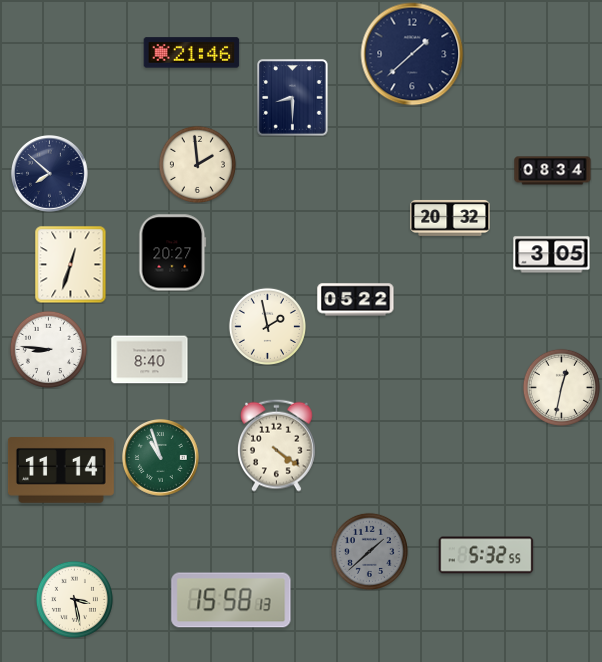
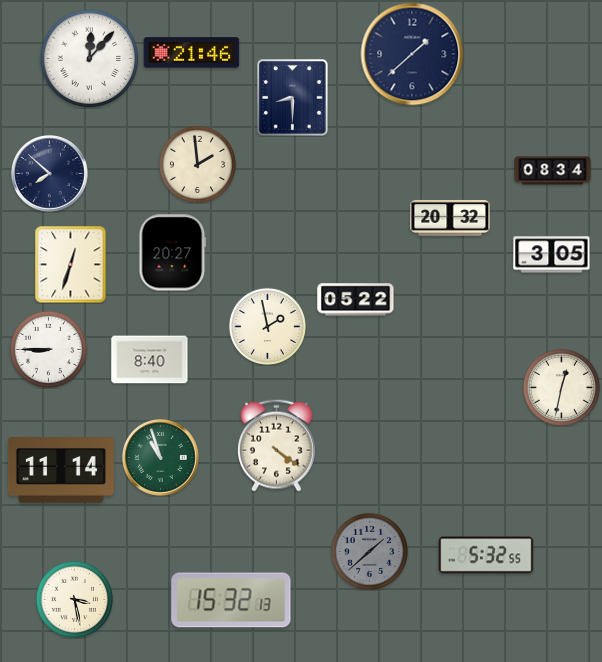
clock at (90, 59): none -> 12:07
clock at (48, 349): 8:46 -> 8:45
clock at (231, 600): 15:58 -> 15:32
